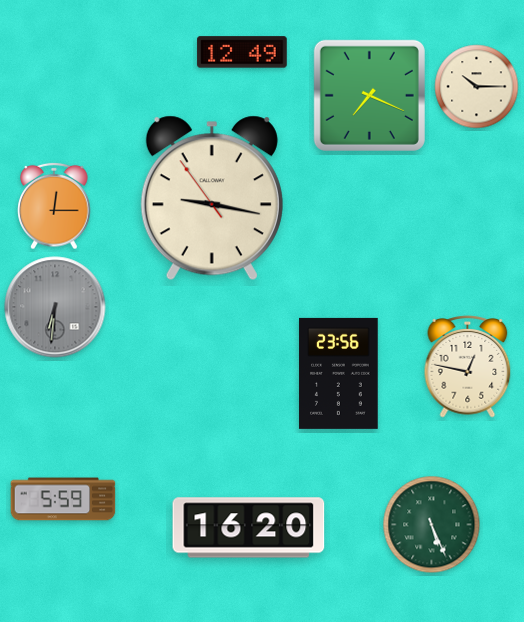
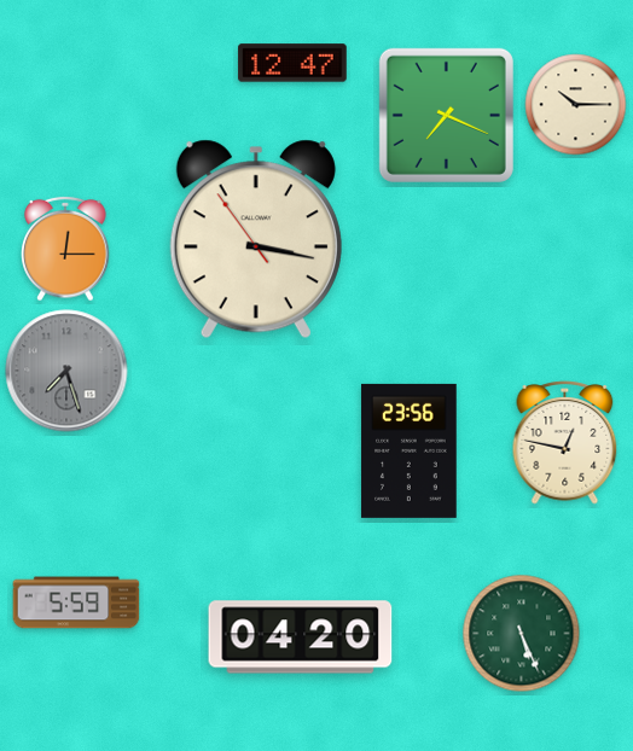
clock at (242, 52): 12:49 -> 12:47
clock at (212, 198): 9:16 -> 3:16
clock at (55, 307): 6:31 -> 7:27
clock at (249, 528): 16:20 -> 04:20
